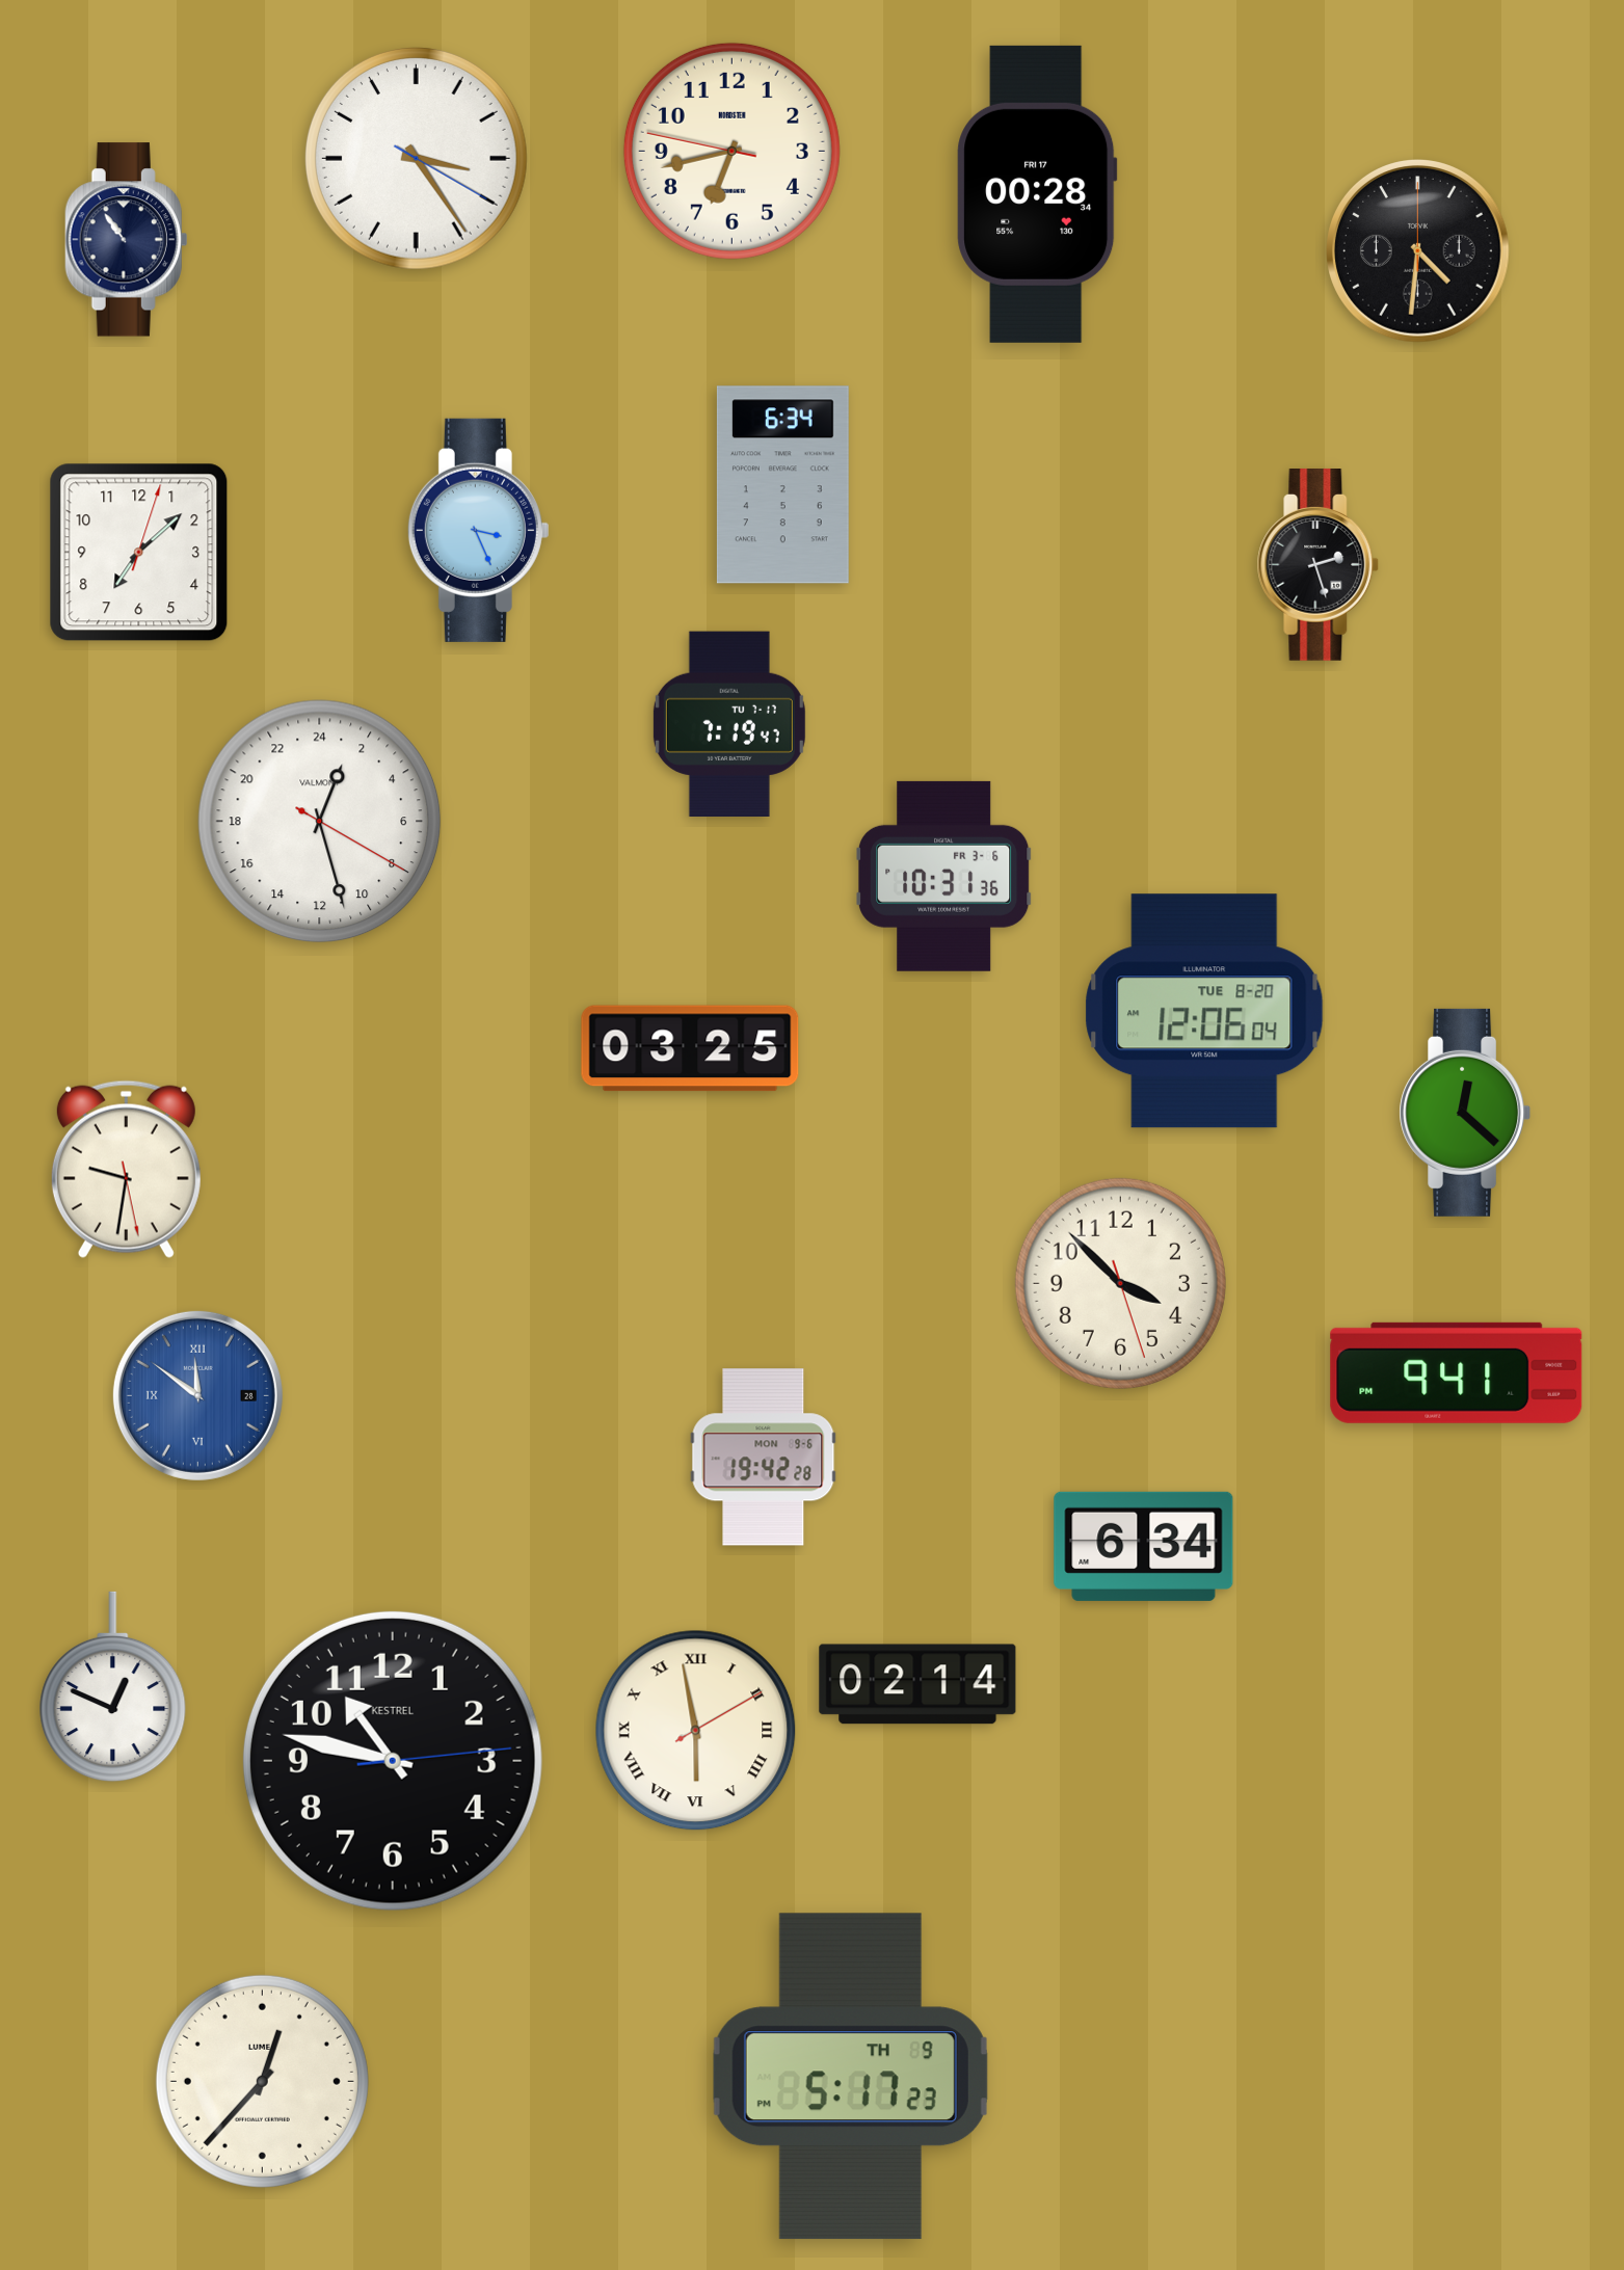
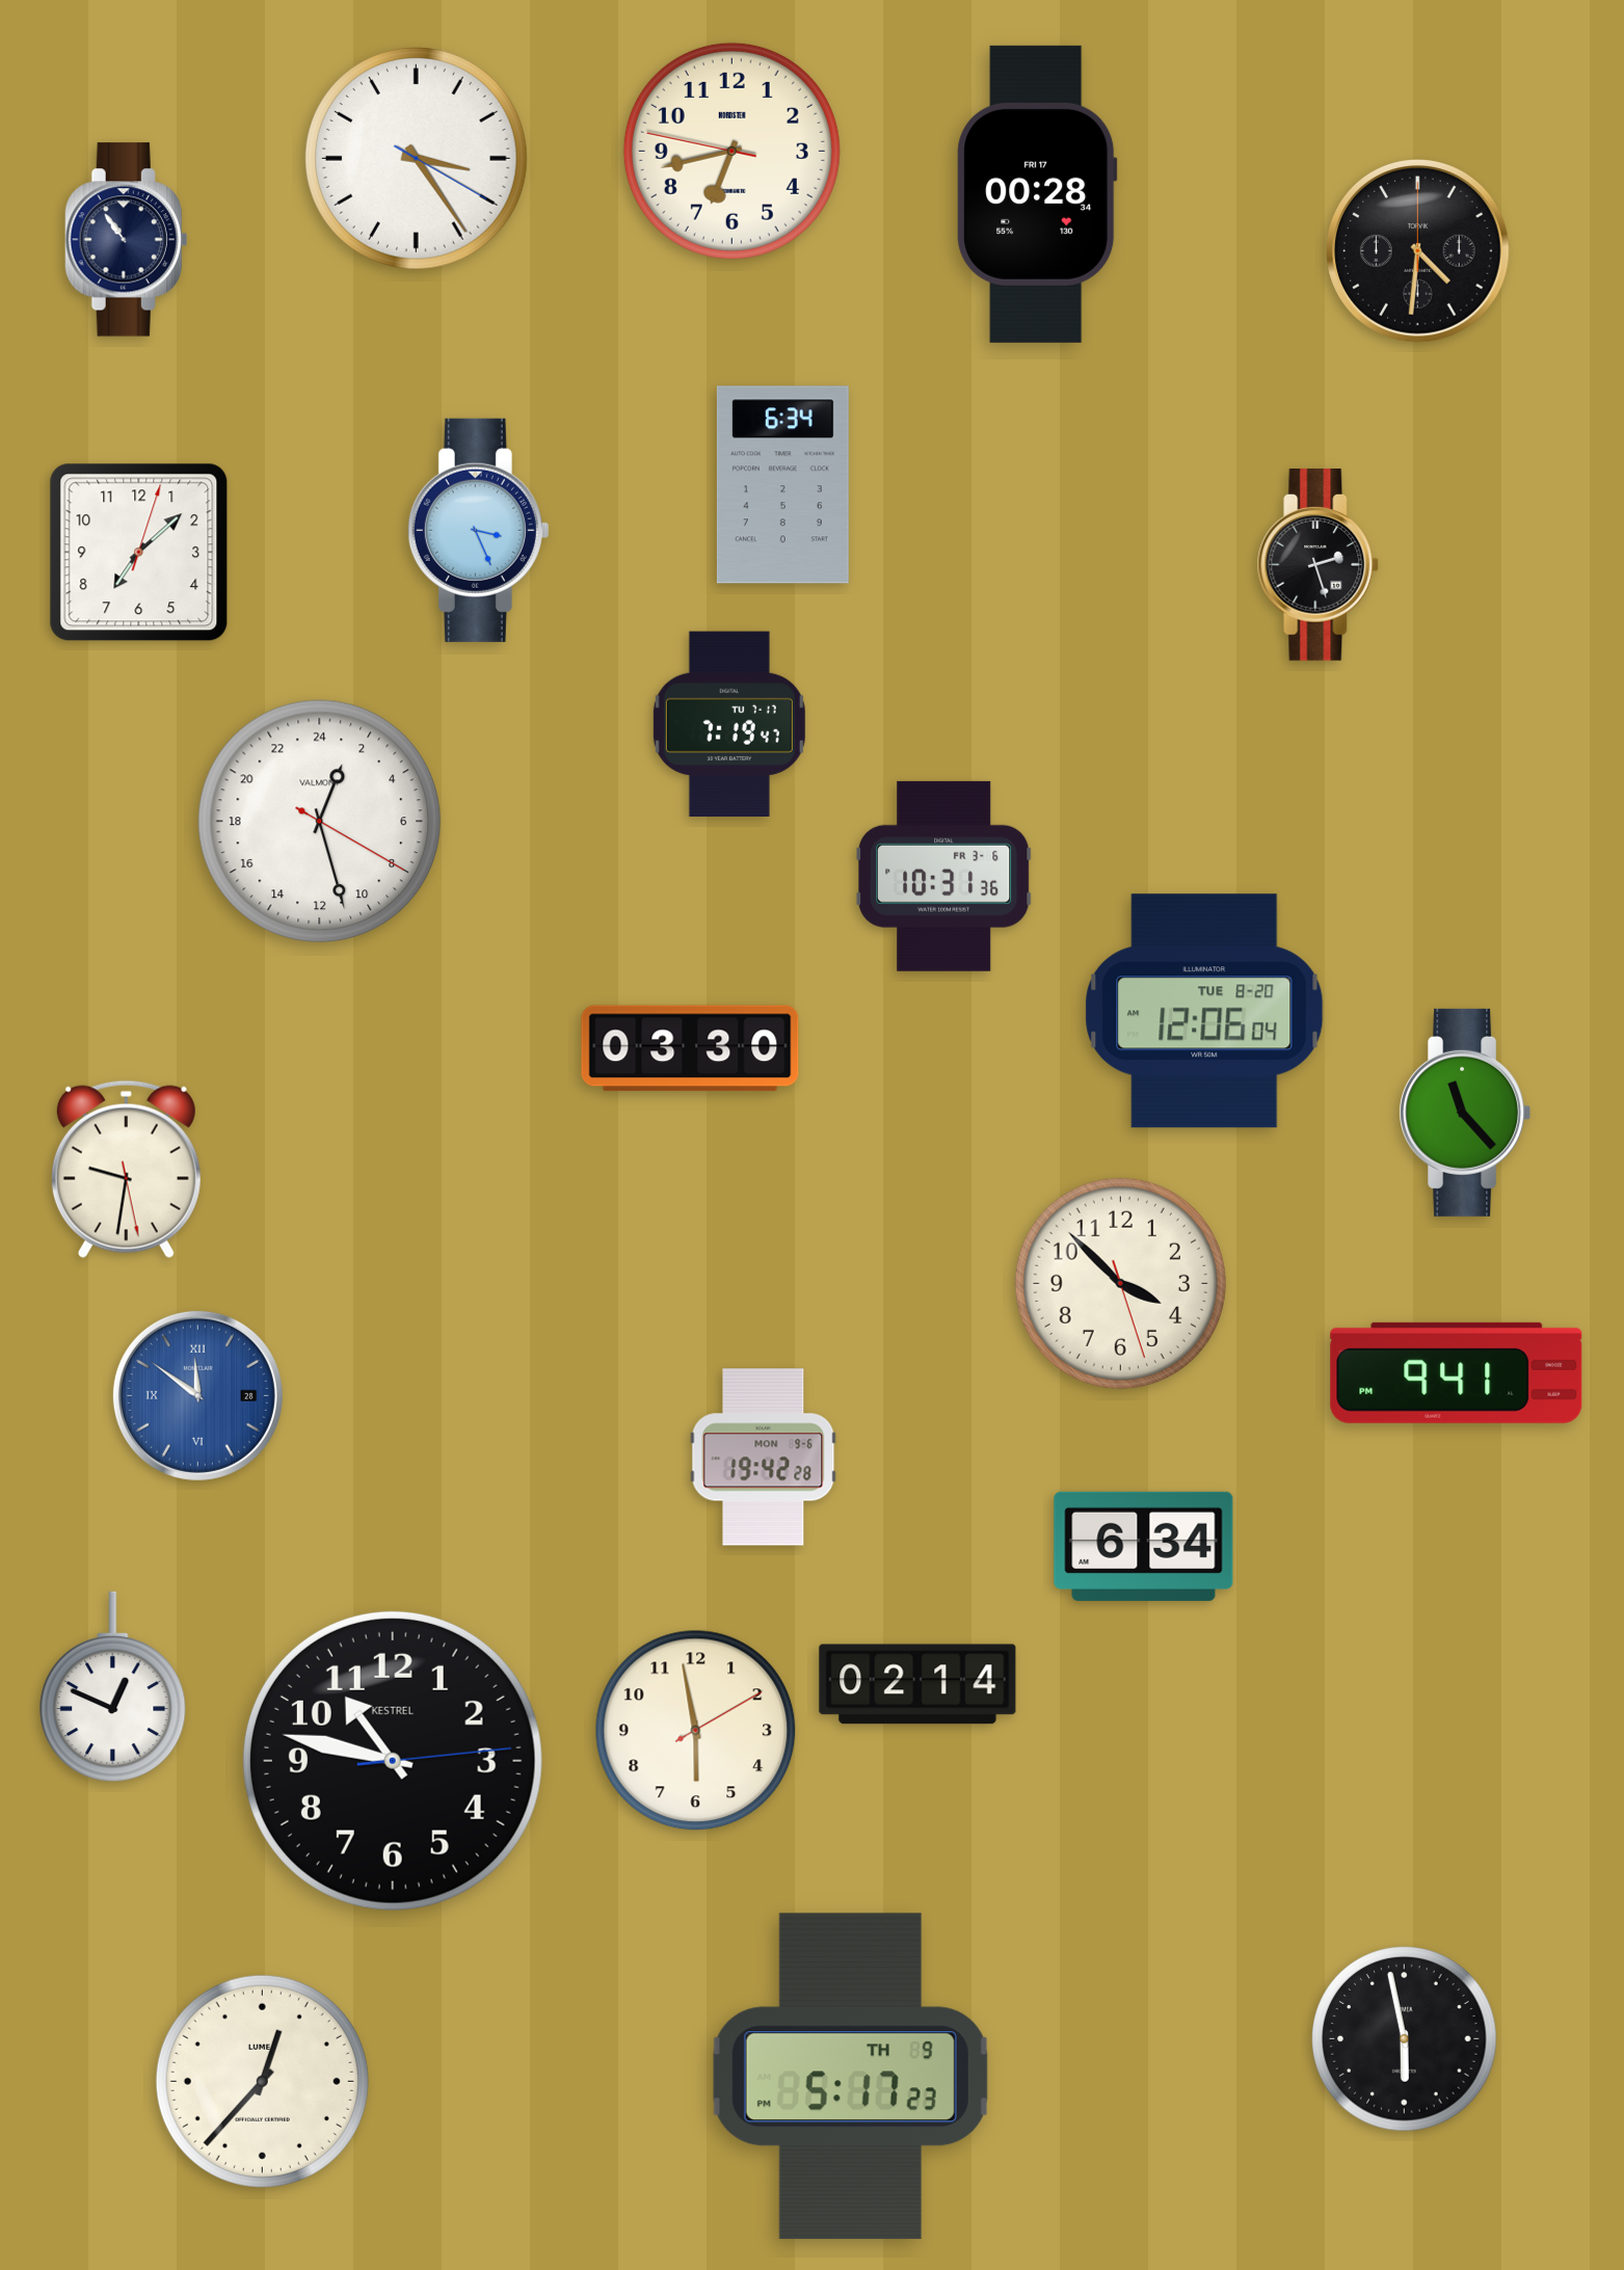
clock at (690, 1048): 03:25 -> 03:30
clock at (1465, 1113): 12:22 -> 11:23
clock at (696, 1731) numerals: Roman -> Arabic
clock at (1405, 2039): none -> 5:58
